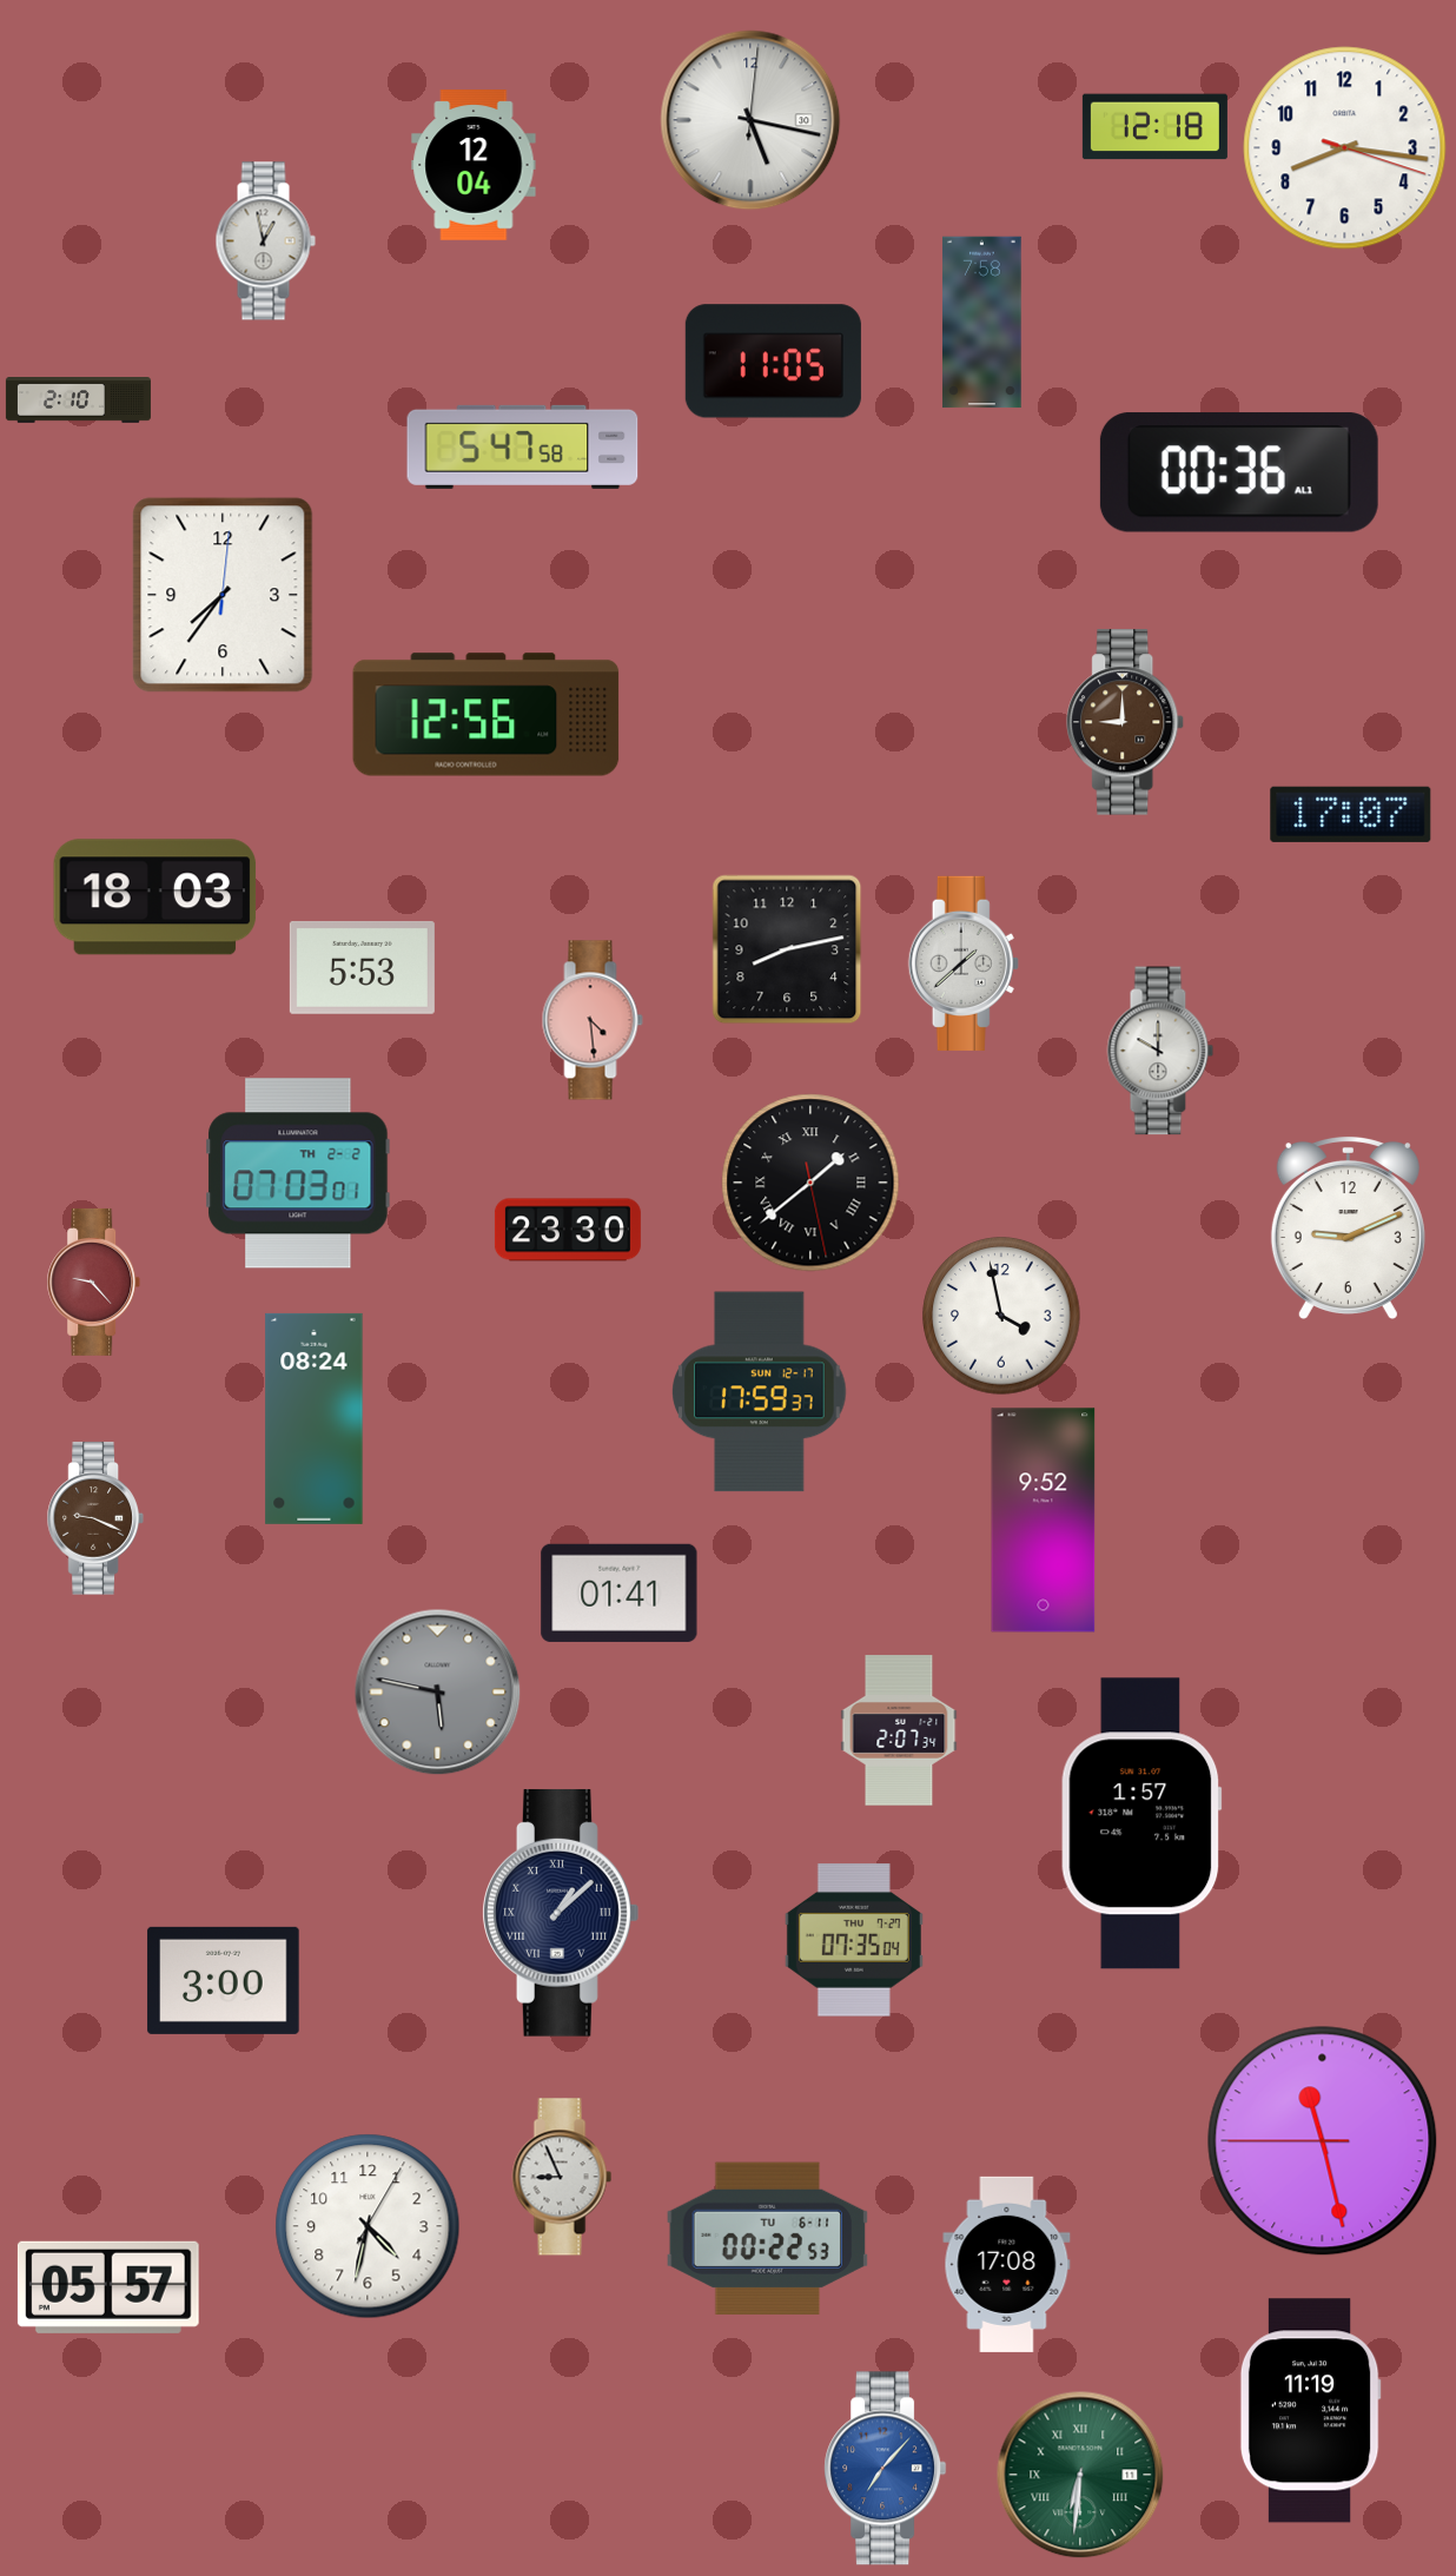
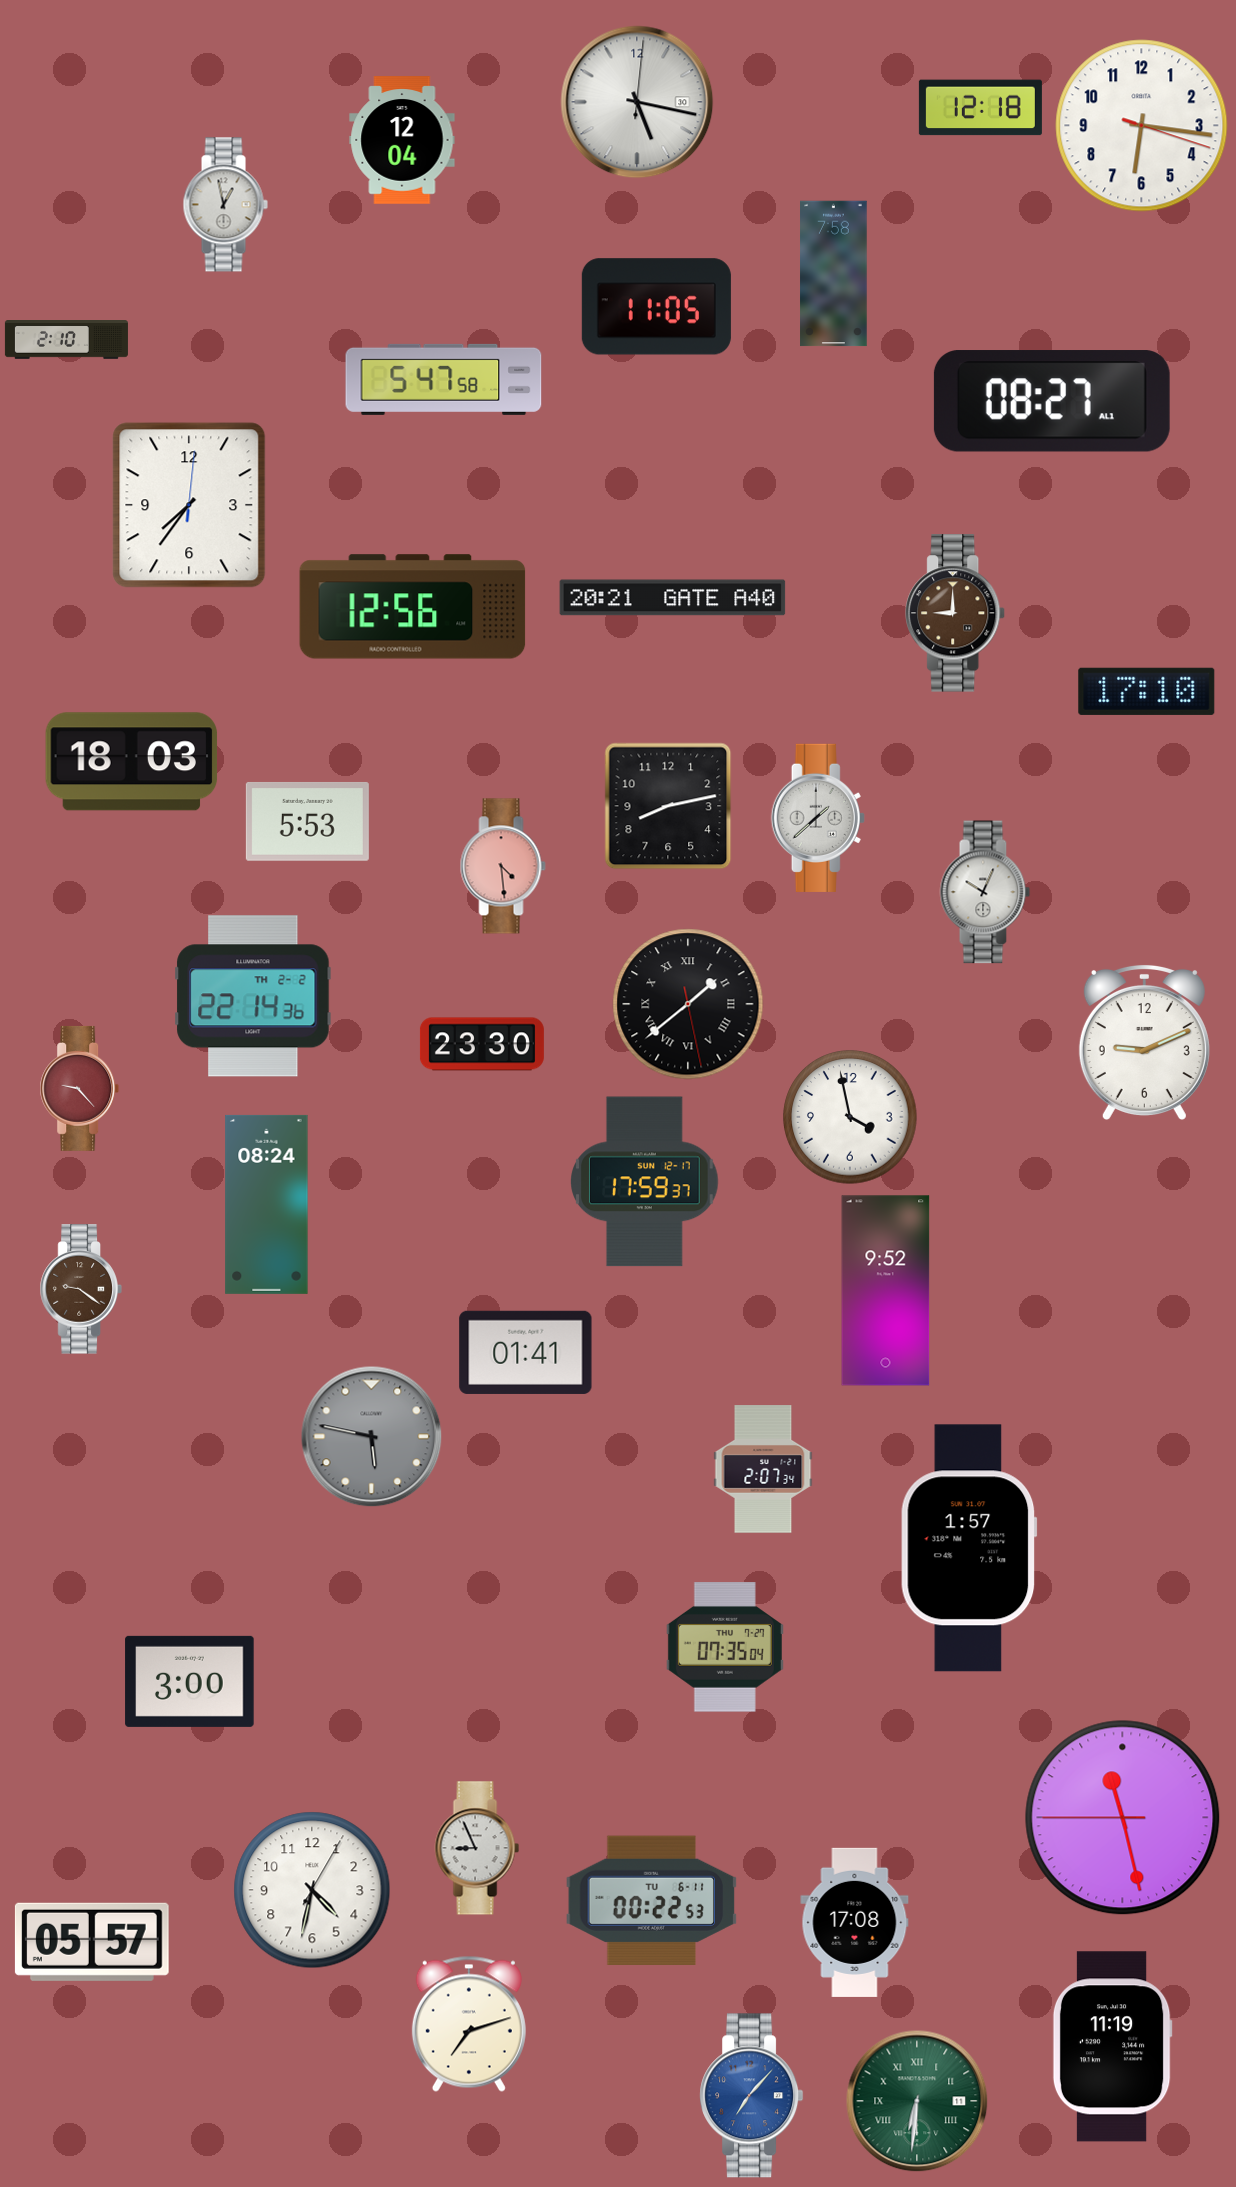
clock at (1345, 148): 8:16 -> 6:16
clock at (1239, 472): 00:36 -> 08:27
clock at (673, 598): none -> 20:21
clock at (1351, 814): 17:07 -> 17:10
clock at (1160, 1051): 10:00 -> 10:04
clock at (298, 1173): 07:03 -> 22:14
clock at (95, 1518): 9:19 -> 9:21
clock at (561, 1913): 1:08 -> none
clock at (469, 2024): none -> 7:12
